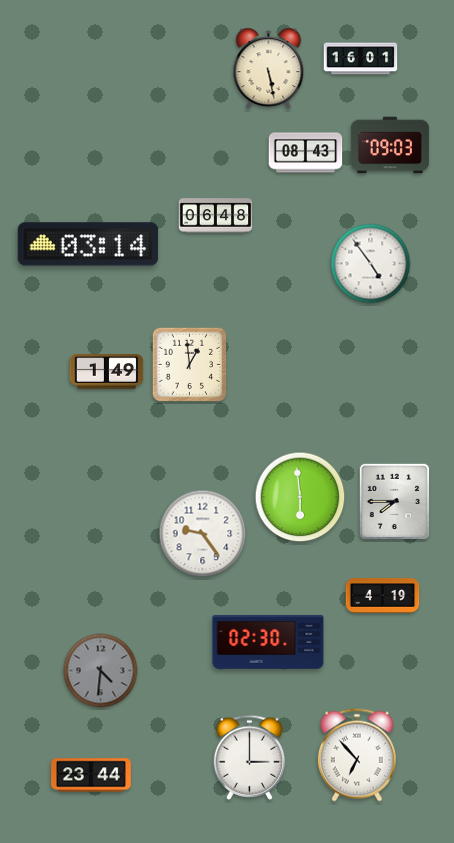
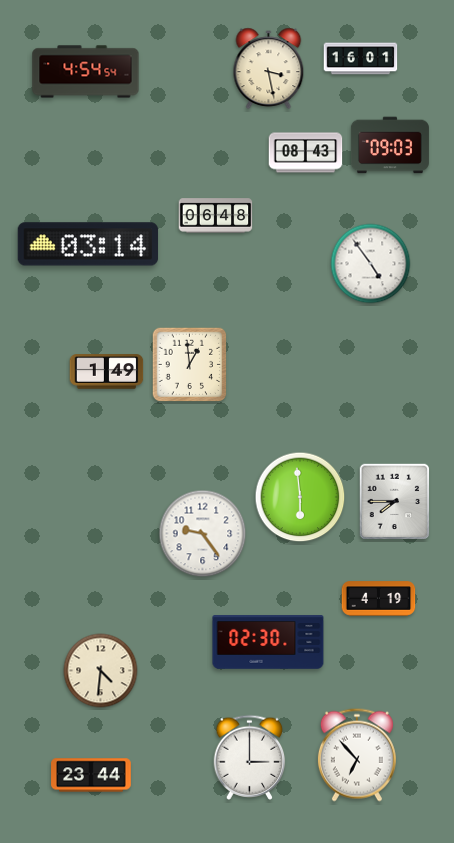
clock at (269, 69): 5:28 -> 3:28
clock at (86, 72): none -> 4:54
clock at (383, 596) position: (383, 596) -> (379, 599)
clock at (101, 671) dial: grey -> cream
